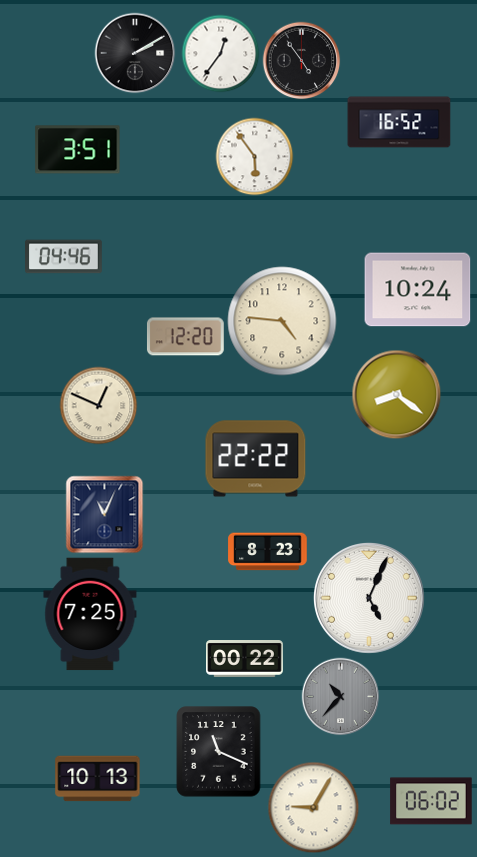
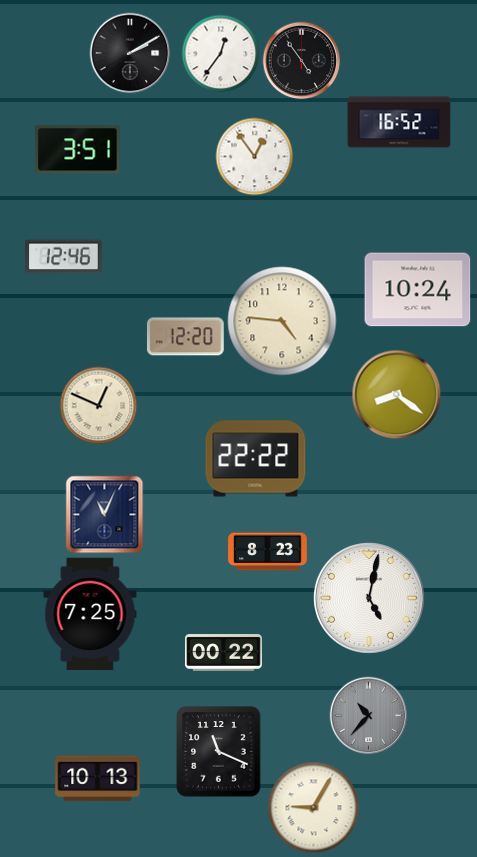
clock at (135, 53) position: (135, 53) -> (130, 53)
clock at (254, 156): 5:54 -> 12:54
clock at (64, 257): 04:46 -> 12:46
clock at (370, 599): 5:04 -> 5:02
clock at (245, 659) position: (245, 659) -> (224, 653)
clock at (340, 696) position: (340, 696) -> (368, 715)
clock at (431, 801): 06:02 -> none
